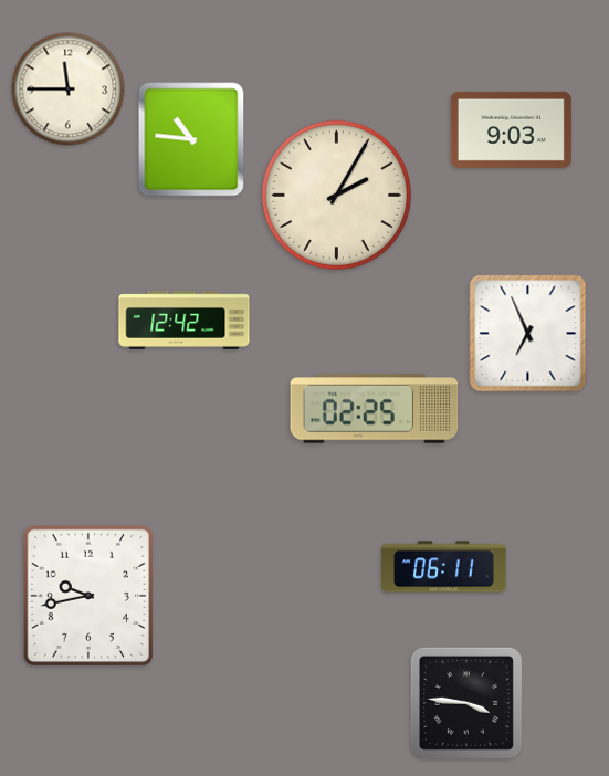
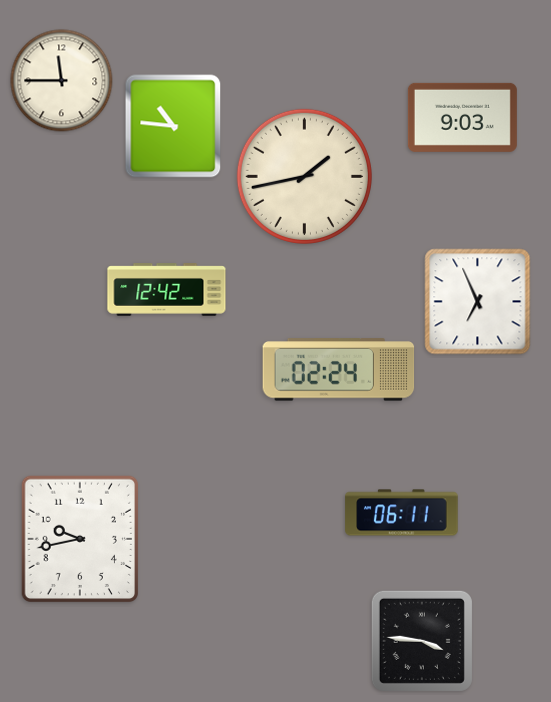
clock at (336, 195): 2:05 -> 1:43
clock at (375, 409): 02:25 -> 02:24
clock at (466, 703) position: (466, 703) -> (422, 641)
